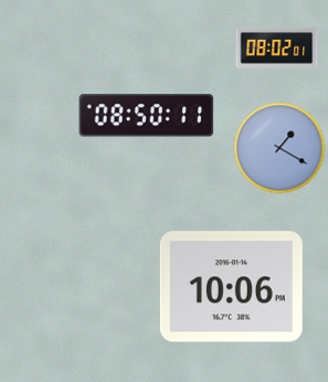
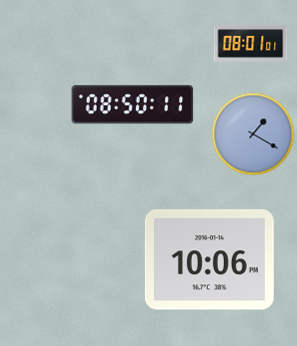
clock at (277, 49): 08:02 -> 08:01
